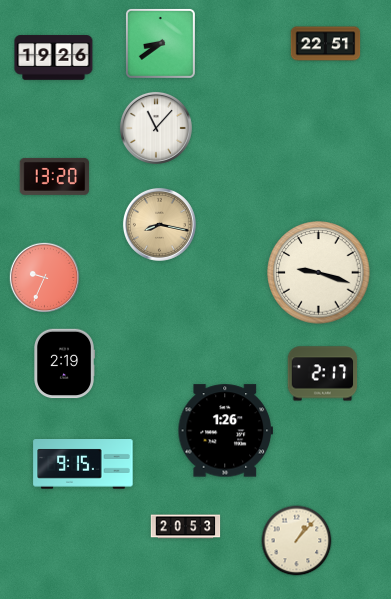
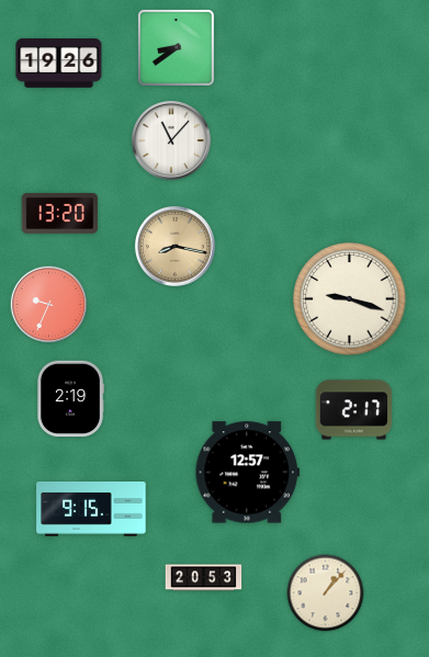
clock at (326, 44): 22:51 -> none
clock at (55, 176) position: (55, 176) -> (60, 213)
clock at (225, 431): 1:26 -> 12:57
